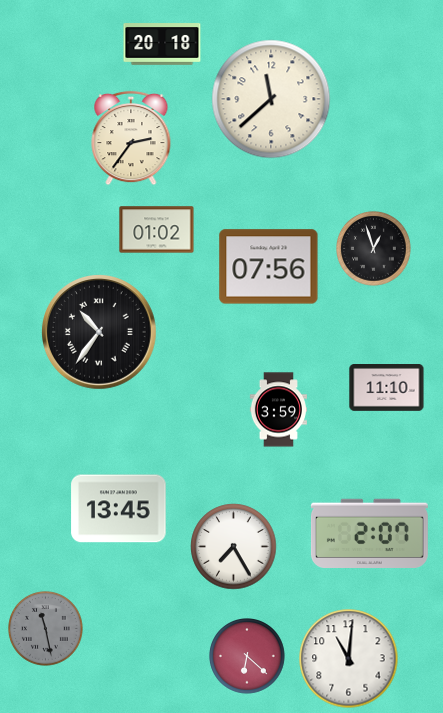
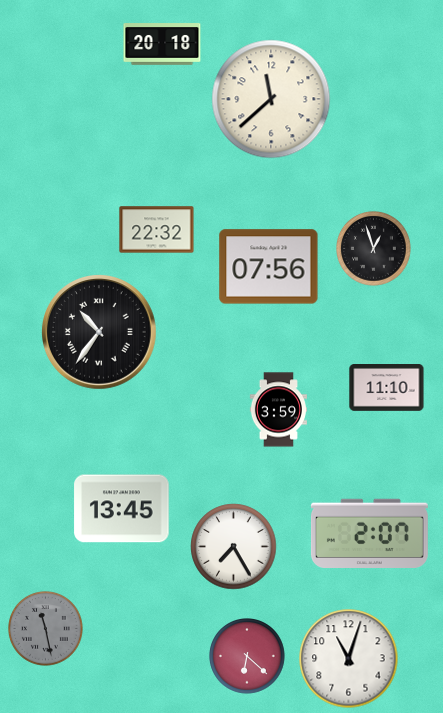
clock at (131, 138): 2:36 -> none
clock at (157, 230): 01:02 -> 22:32
clock at (119, 509) position: (119, 509) -> (122, 509)
clock at (349, 659): 11:01 -> 11:03
